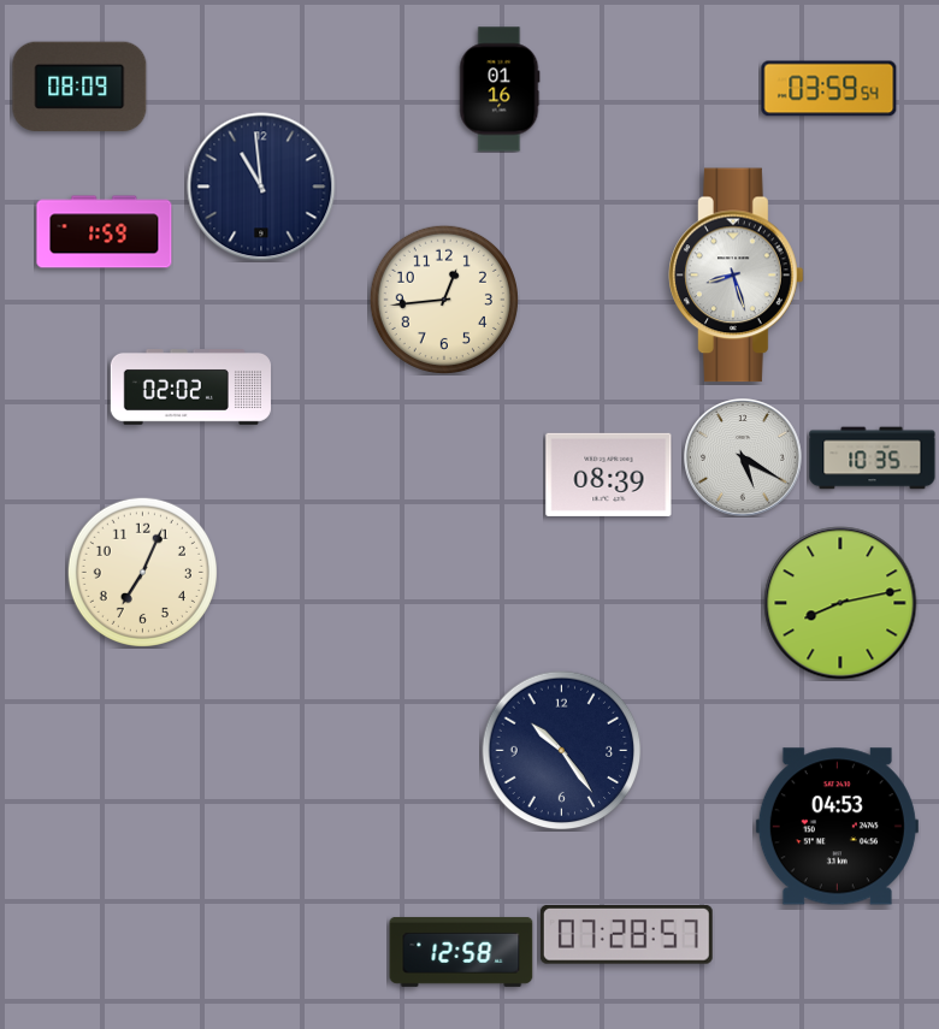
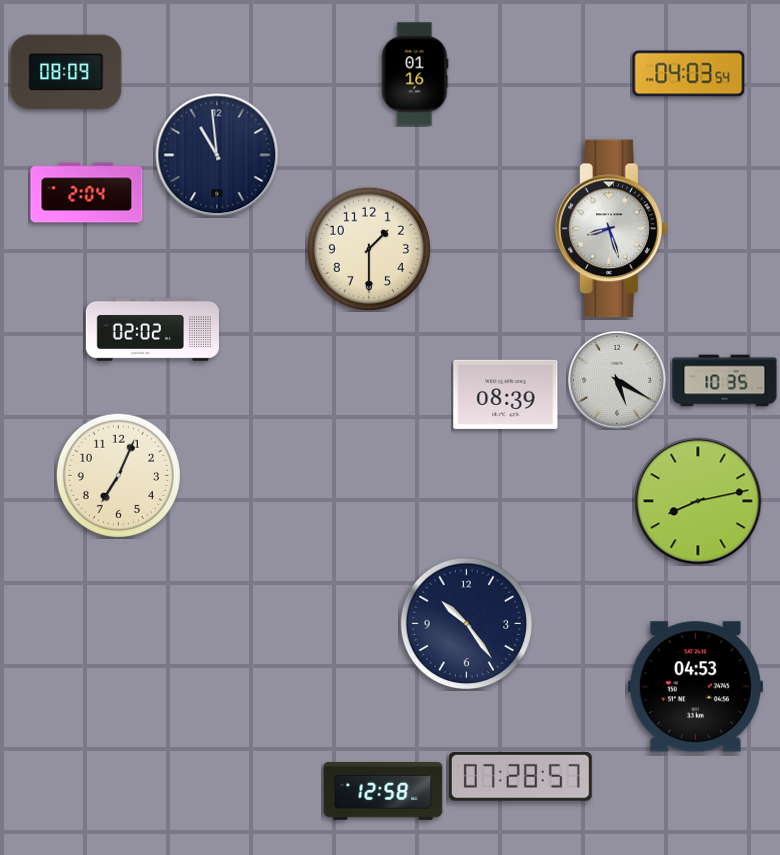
clock at (829, 89): 03:59 -> 04:03
clock at (105, 232): 1:59 -> 2:04
clock at (444, 300): 12:44 -> 1:30
clock at (190, 388) position: (190, 388) -> (152, 330)
